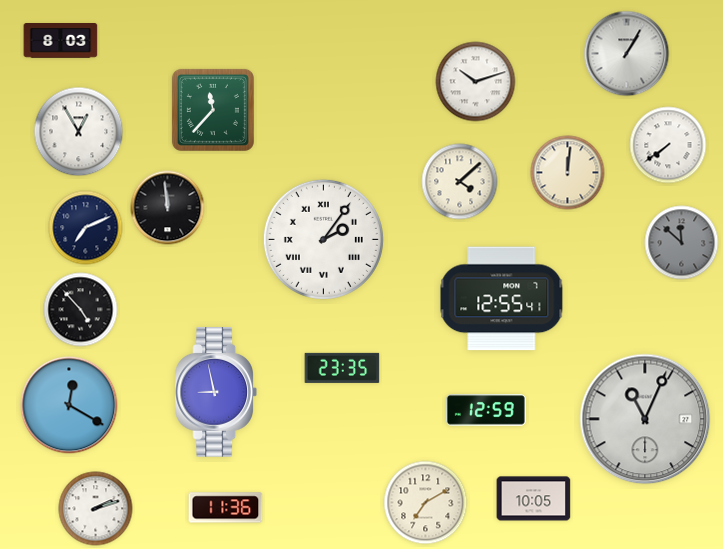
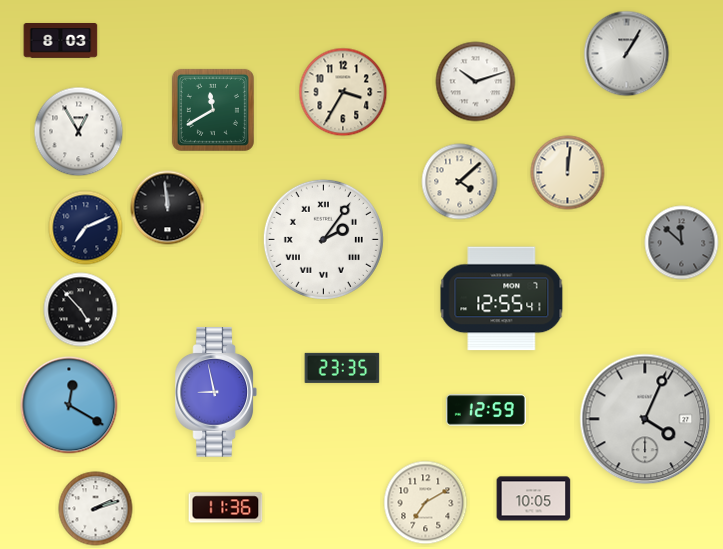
clock at (343, 92): none -> 3:35
clock at (213, 110): 11:37 -> 11:40
clock at (668, 145): 7:39 -> none
clock at (645, 419): 11:04 -> 4:04
